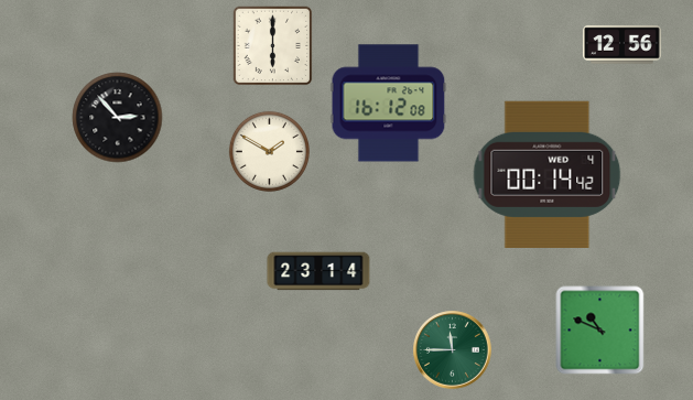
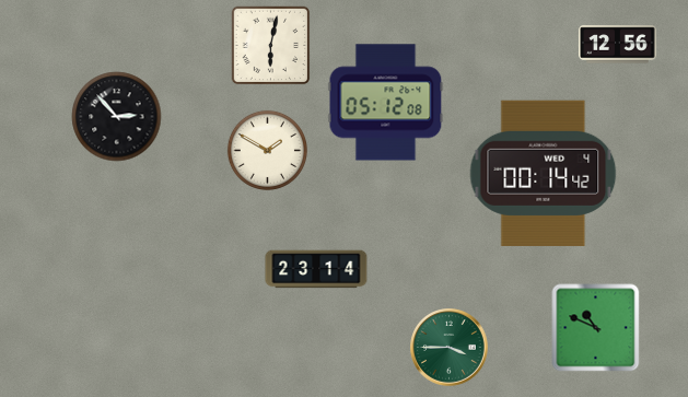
clock at (273, 46): 6:00 -> 6:02
clock at (389, 104): 16:12 -> 05:12
clock at (453, 350): 11:45 -> 3:45
